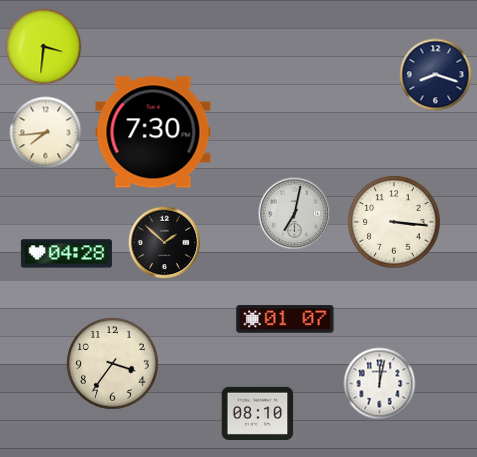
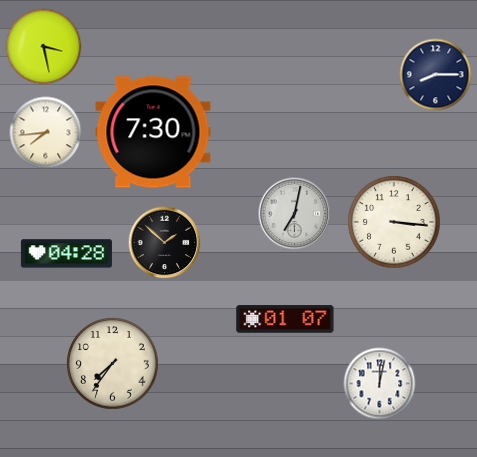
clock at (44, 47): 3:31 -> 3:28
clock at (436, 75): 8:18 -> 8:15
clock at (113, 364): 3:36 -> 7:36
clock at (258, 413): 08:10 -> none
